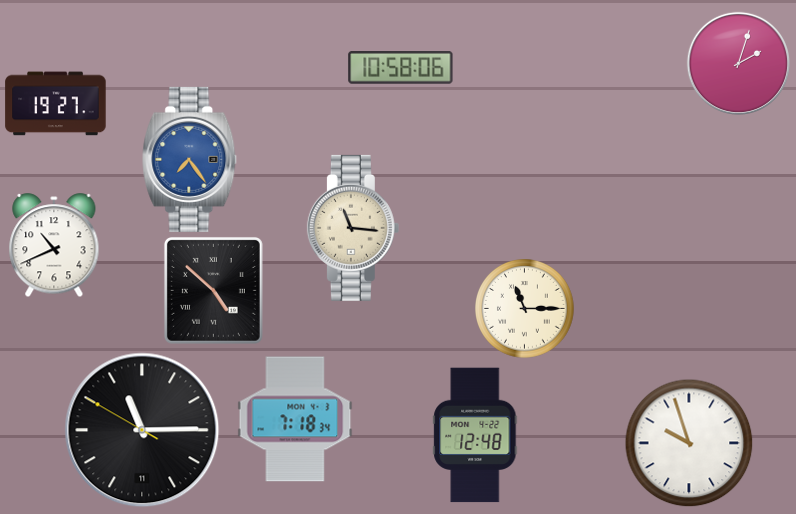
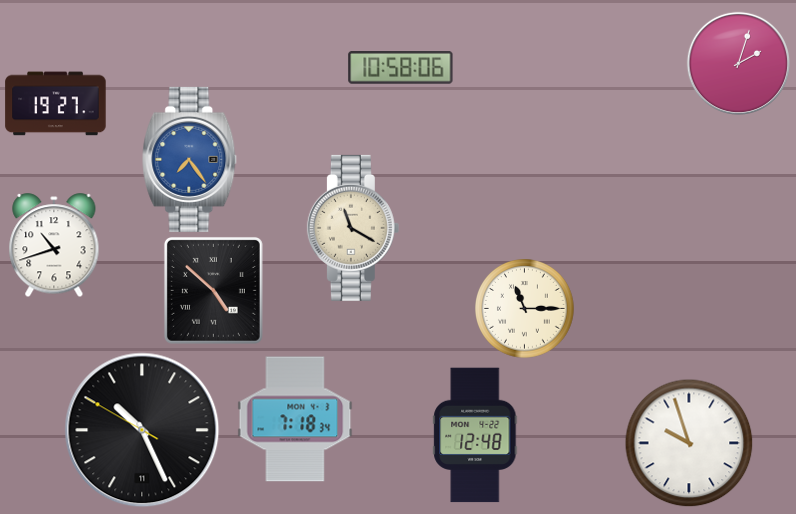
clock at (353, 228): 11:16 -> 11:20
clock at (54, 245): 10:41 -> 10:42
clock at (142, 430): 11:14 -> 10:25
